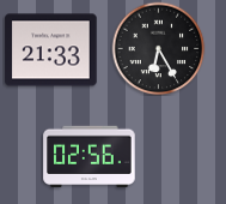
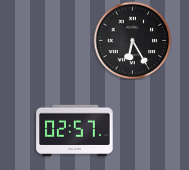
clock at (51, 50): 21:33 -> none
clock at (90, 157): 02:56 -> 02:57
